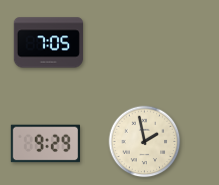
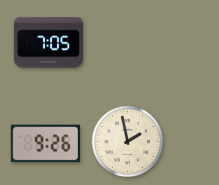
clock at (145, 142) position: (145, 142) -> (128, 142)
clock at (45, 144): 9:29 -> 9:26
